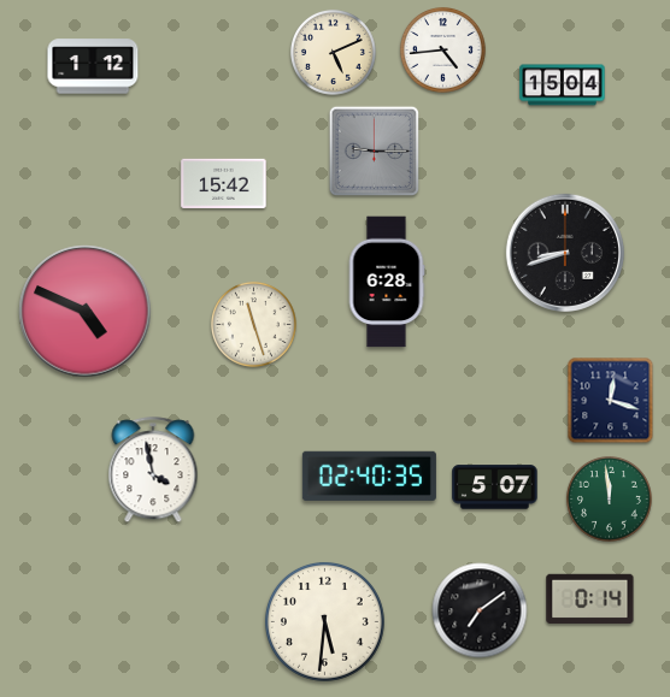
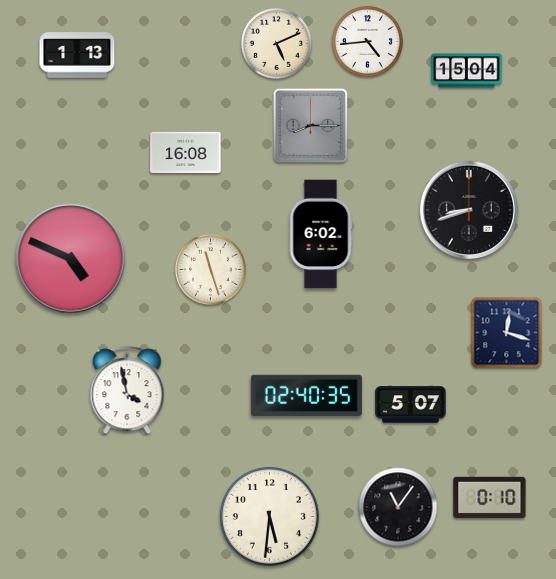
clock at (93, 66): 1:12 -> 1:13
clock at (375, 152): 9:15 -> 8:15
clock at (224, 183): 15:42 -> 16:08
clock at (387, 282): 6:28 -> 6:02
clock at (609, 498): 11:59 -> none
clock at (590, 598): 0:14 -> 0:10
clock at (480, 610): 7:09 -> 11:06
